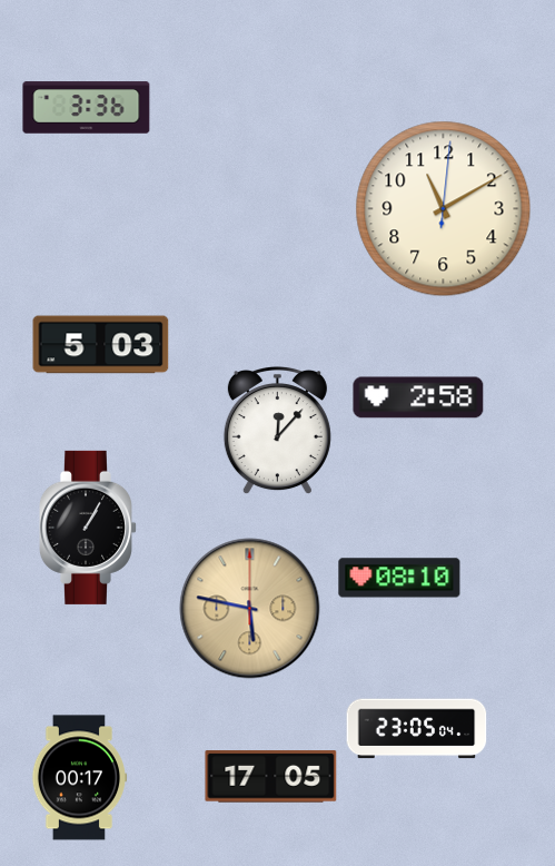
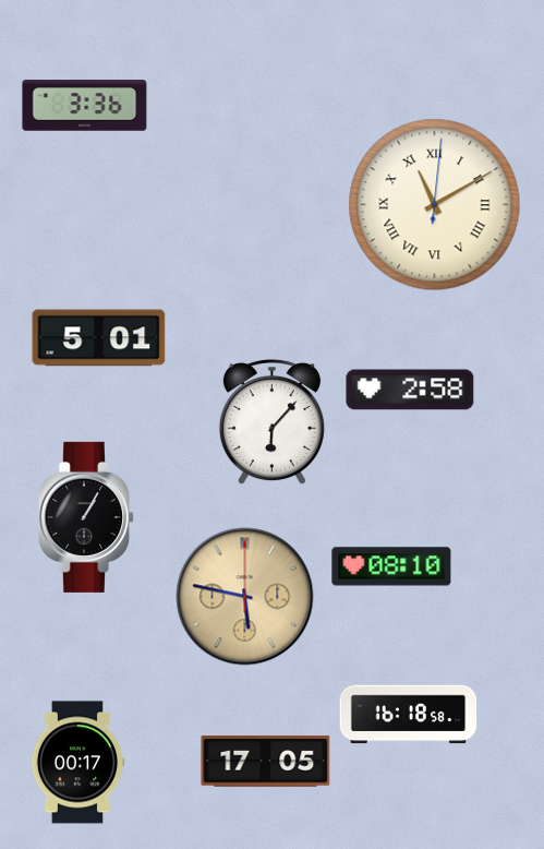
clock at (444, 209) numerals: Arabic -> Roman
clock at (101, 345): 5:03 -> 5:01
clock at (277, 431): 12:07 -> 6:07
clock at (417, 729): 23:05 -> 16:18
